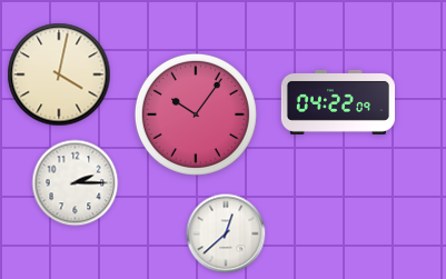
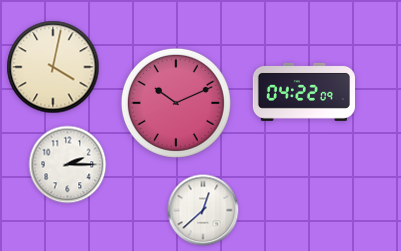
clock at (196, 114): 10:06 -> 10:11
